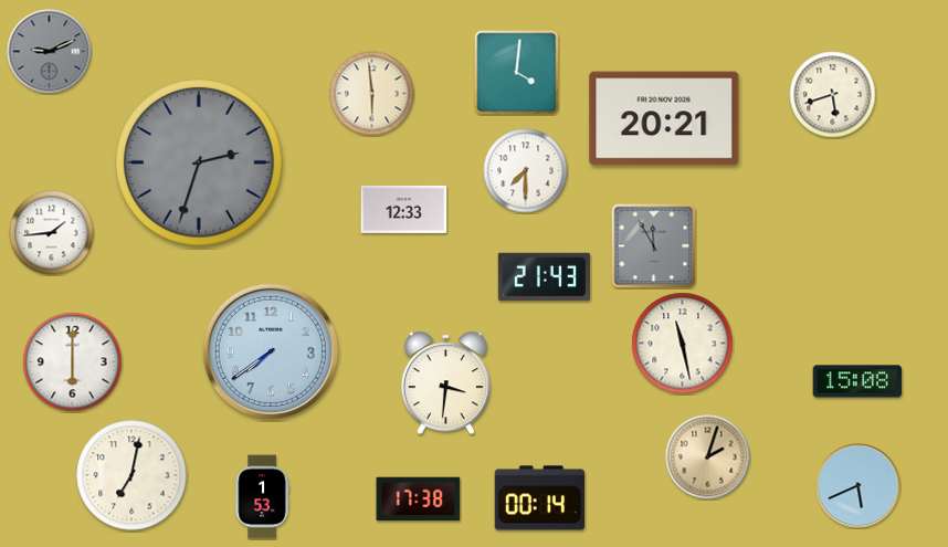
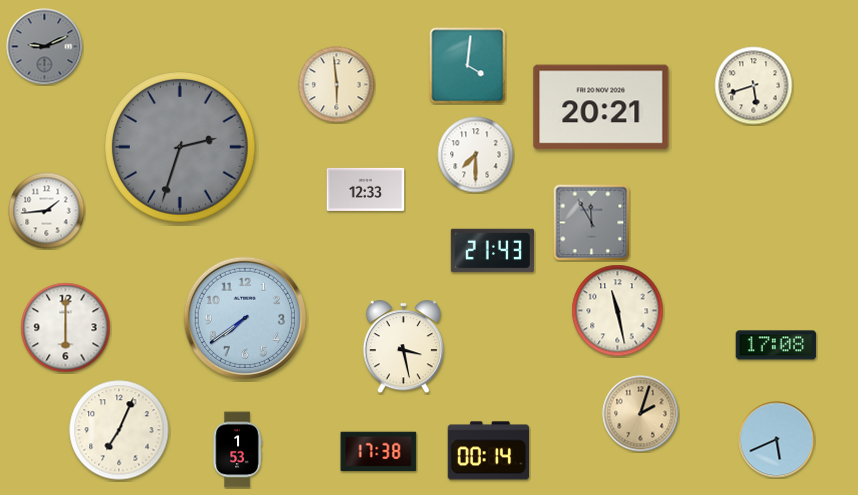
clock at (857, 381): 15:08 -> 17:08
clock at (445, 383): 3:31 -> 3:28
clock at (131, 475): 7:02 -> 7:04
